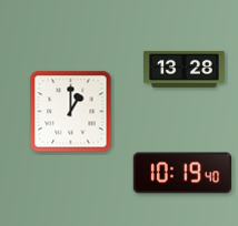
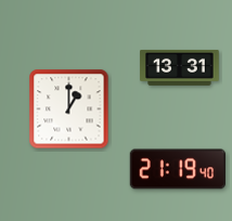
clock at (185, 69): 13:28 -> 13:31
clock at (181, 173): 10:19 -> 21:19
